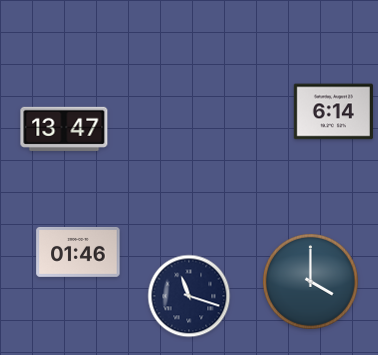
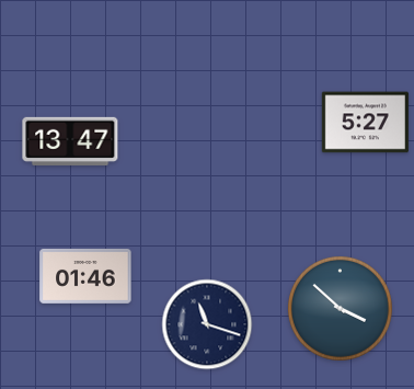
clock at (333, 112): 6:14 -> 5:27
clock at (310, 281): 4:00 -> 3:52
